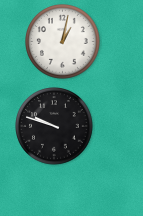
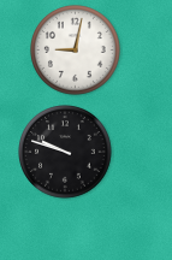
clock at (63, 42): 1:02 -> 9:02
